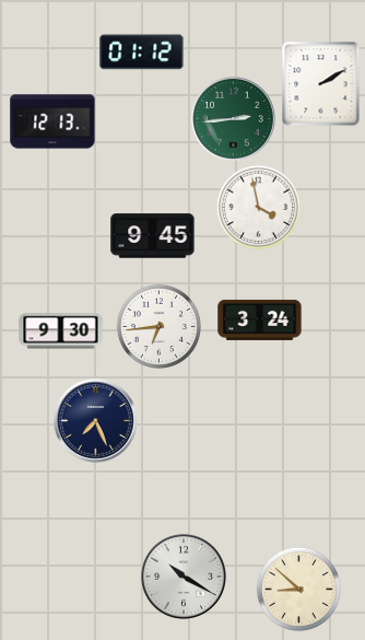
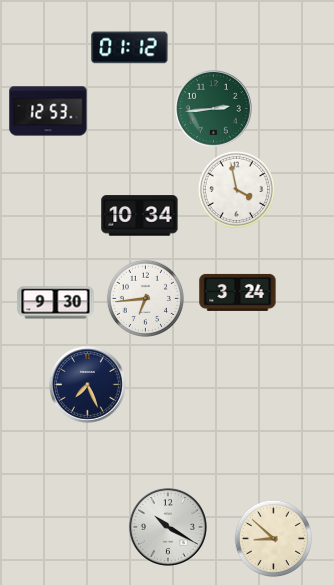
clock at (321, 83): 2:10 -> none
clock at (52, 121): 12:13 -> 12:53
clock at (153, 236): 9:45 -> 10:34
